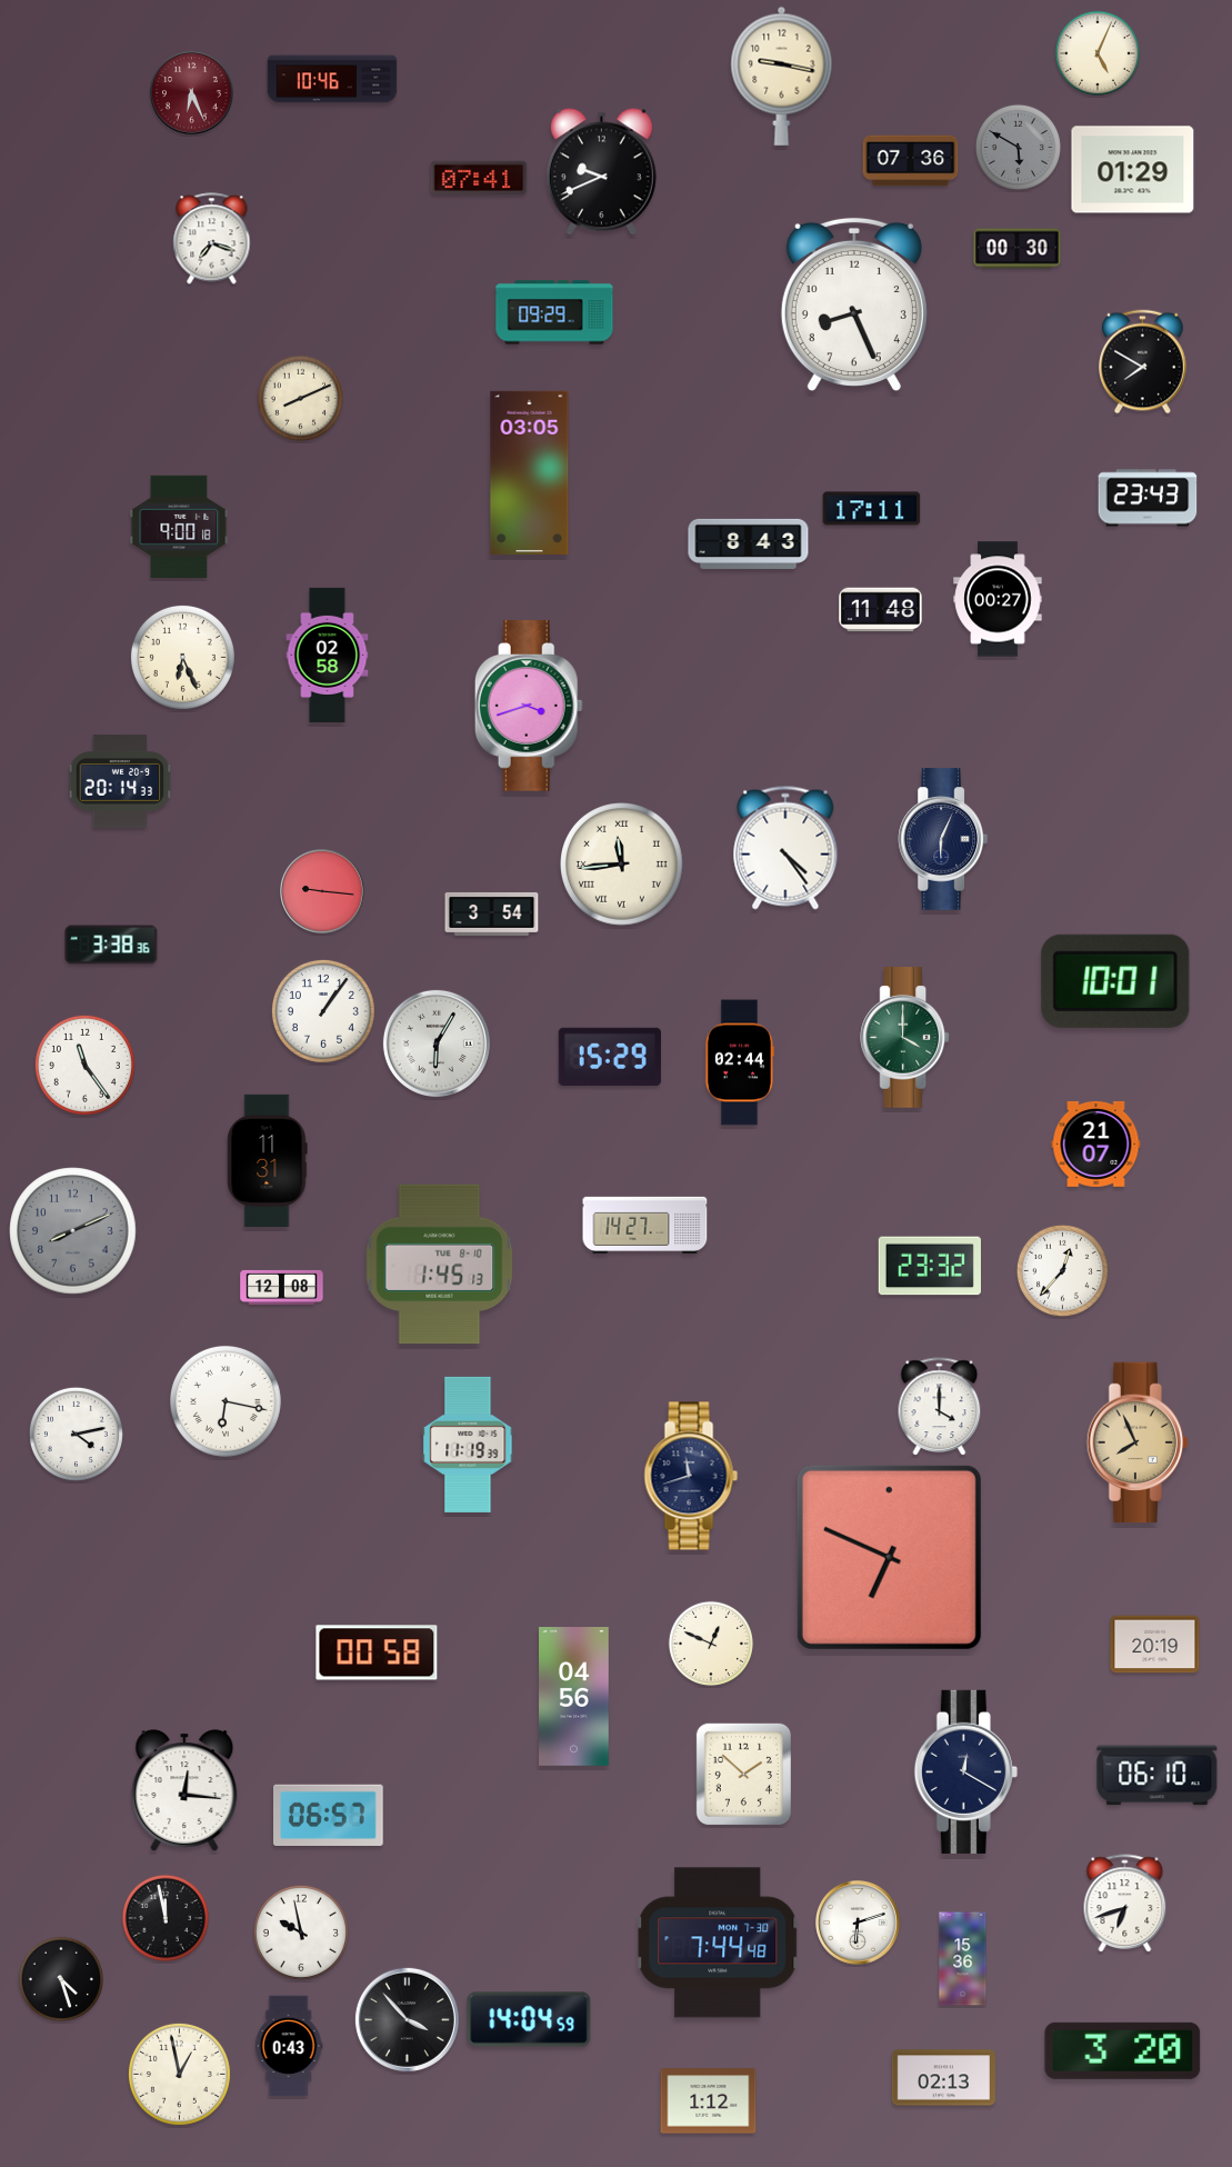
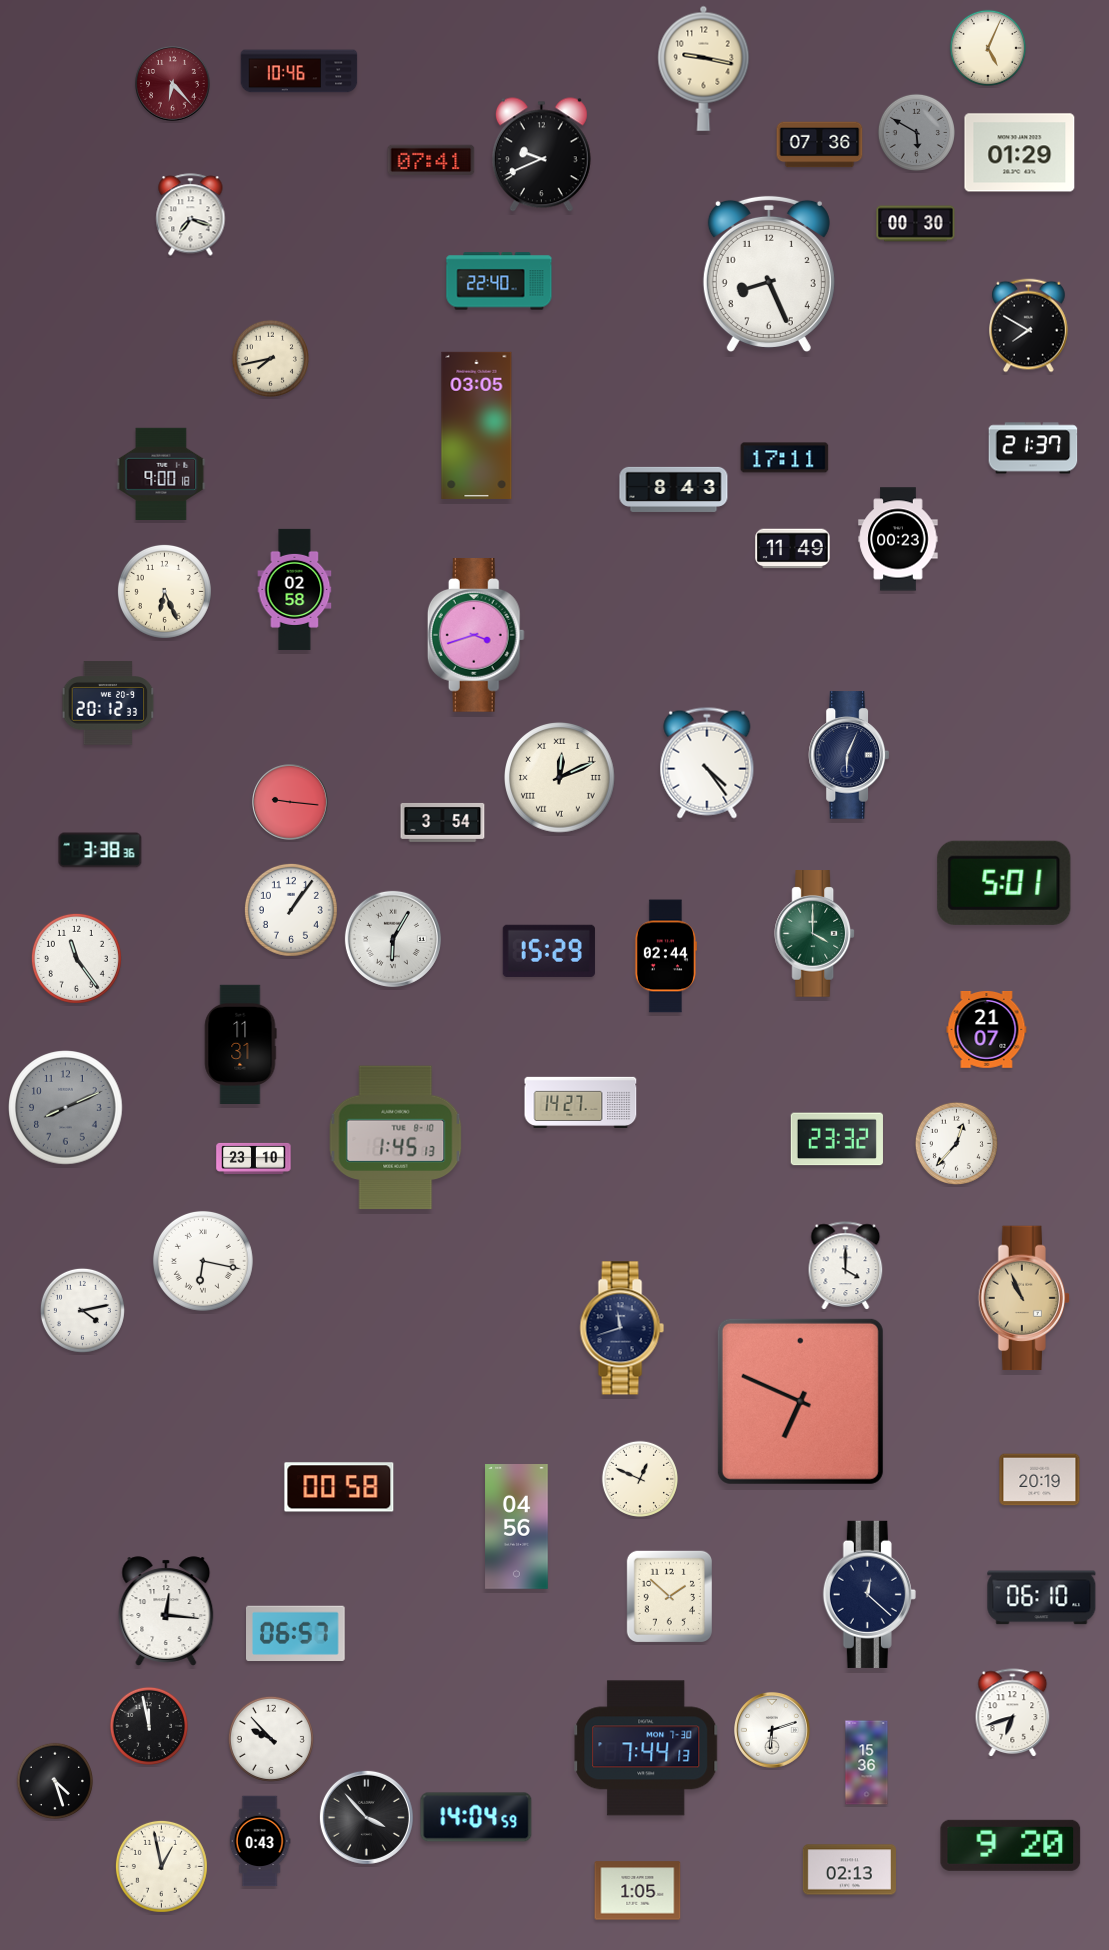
clock at (192, 93): 6:26 -> 6:23
clock at (554, 312): 09:29 -> 22:40
clock at (300, 398): 8:11 -> 7:43
clock at (1148, 498): 23:43 -> 21:37
clock at (998, 599): 00:27 -> 00:23
clock at (881, 610): 11:48 -> 11:49
clock at (120, 781): 20:14 -> 20:12
clock at (622, 865): 11:44 -> 12:11
clock at (1115, 981): 10:01 -> 5:01
clock at (282, 1287): 12:08 -> 23:10
clock at (76, 1434) position: (76, 1434) -> (82, 1310)
clock at (1136, 1442): 7:56 -> 10:56
clock at (468, 1445): 11:19 -> none
clock at (965, 1771): 12:20 -> 12:22
clock at (301, 1933): 9:58 -> 9:53
clock at (718, 1943): 7:44:48 -> 7:44:13
clock at (1123, 2050): 3:20 -> 9:20
clock at (709, 2101): 1:12 -> 1:05
